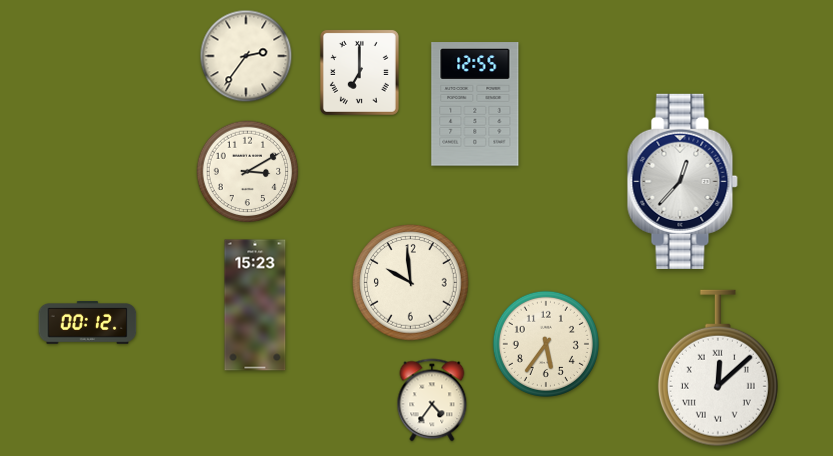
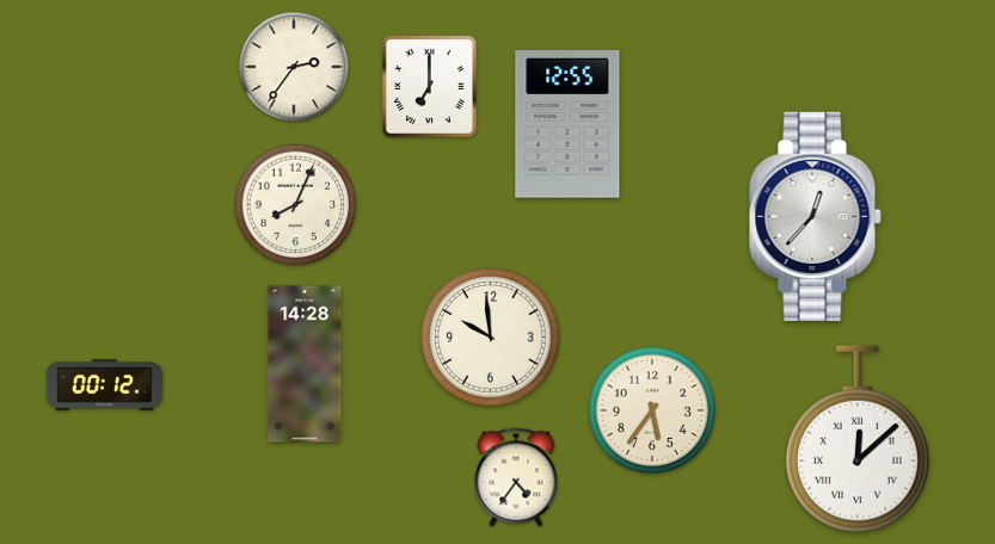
clock at (248, 172): 3:10 -> 8:04
clock at (255, 305): 15:23 -> 14:28
